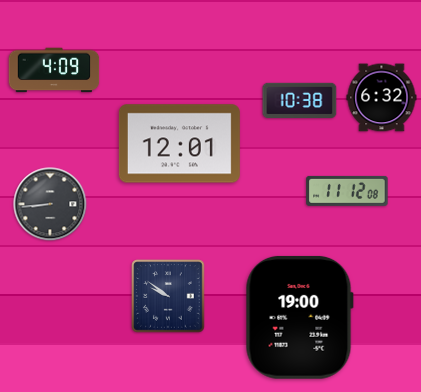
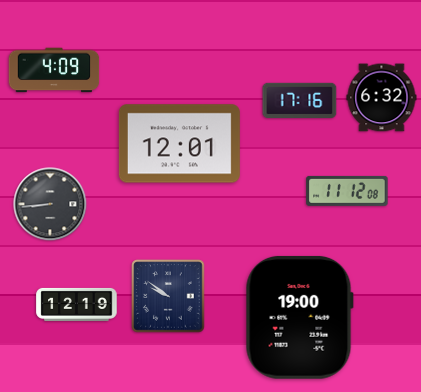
clock at (300, 101): 10:38 -> 17:16
clock at (77, 304): none -> 12:19
